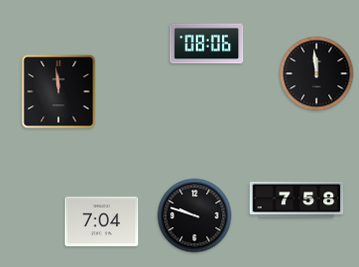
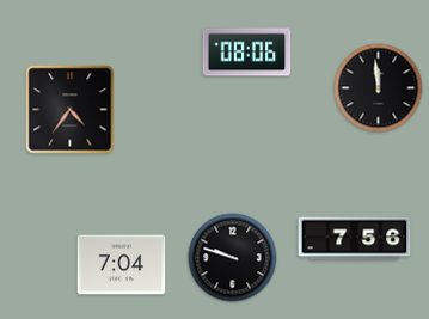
clock at (59, 92): 11:59 -> 4:36
clock at (297, 200): 7:58 -> 7:56
